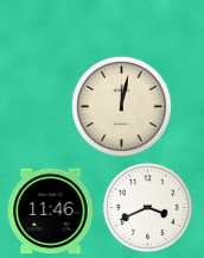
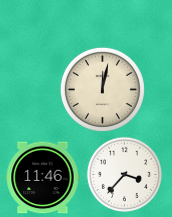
clock at (147, 207): 3:41 -> 3:37
